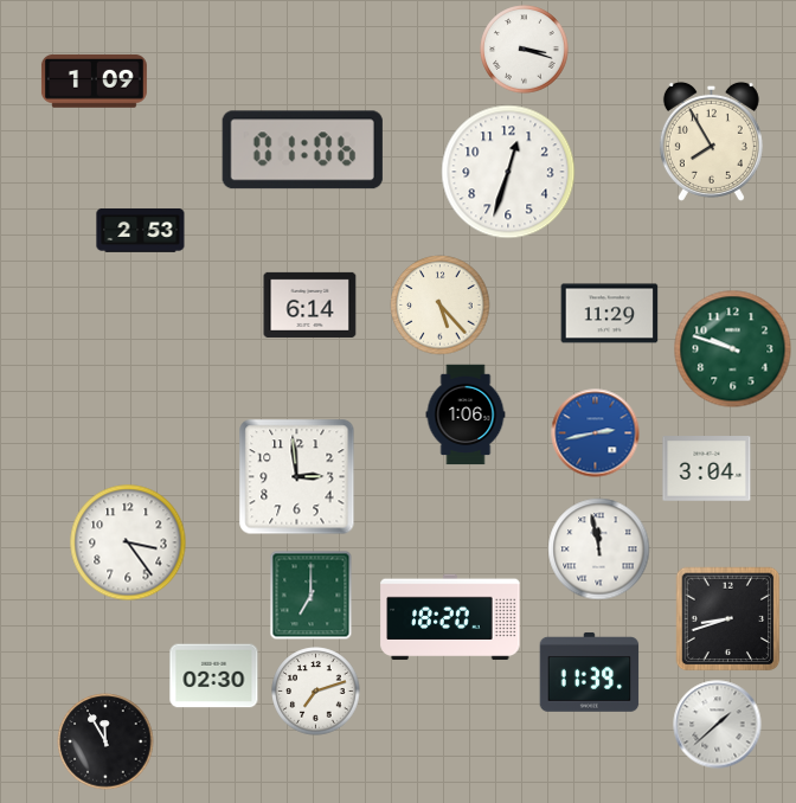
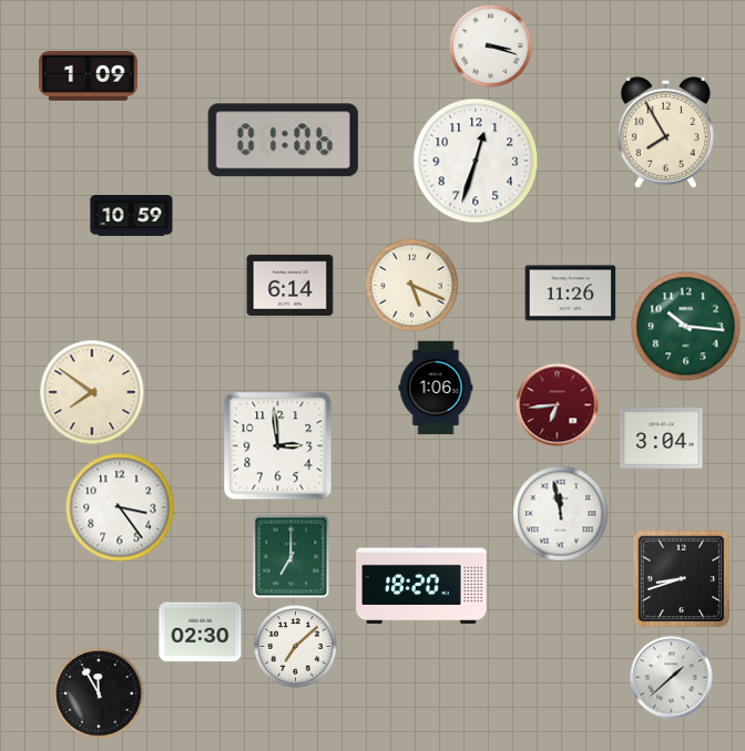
clock at (141, 231): 2:53 -> 10:59
clock at (441, 306): 5:23 -> 5:19
clock at (610, 314): 11:29 -> 11:26
clock at (733, 349): 9:48 -> 10:16
clock at (92, 392): none -> 7:51
clock at (596, 433): 2:43 -> 6:44
clock at (596, 433) dial: blue -> burgundy
clock at (450, 617) position: (450, 617) -> (421, 584)
clock at (590, 672): 11:39 -> none
clock at (316, 692): 7:12 -> 7:08
